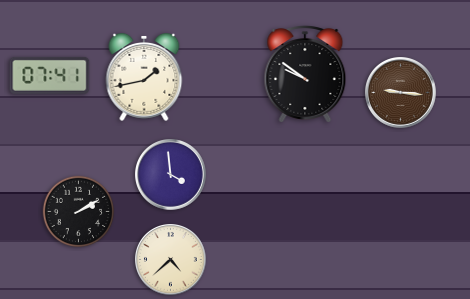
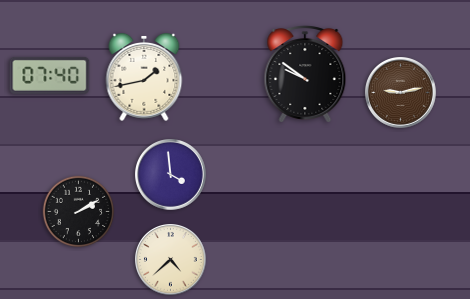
clock at (50, 75): 07:41 -> 07:40
clock at (401, 93): 9:16 -> 9:13
